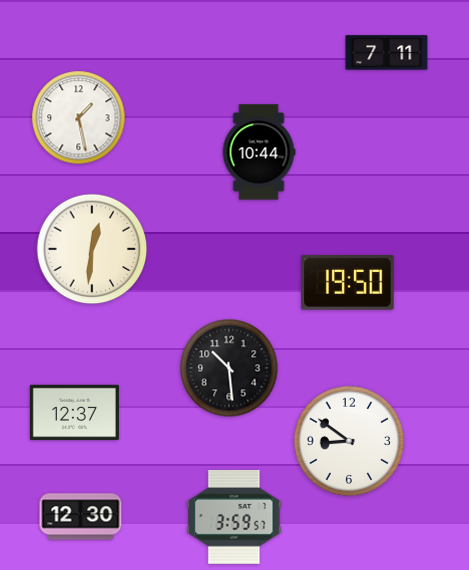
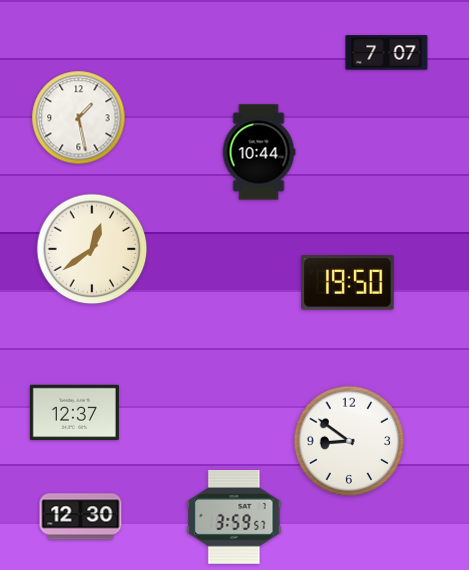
clock at (387, 53): 7:11 -> 7:07
clock at (92, 249): 12:31 -> 12:39
clock at (229, 368): 10:29 -> none
